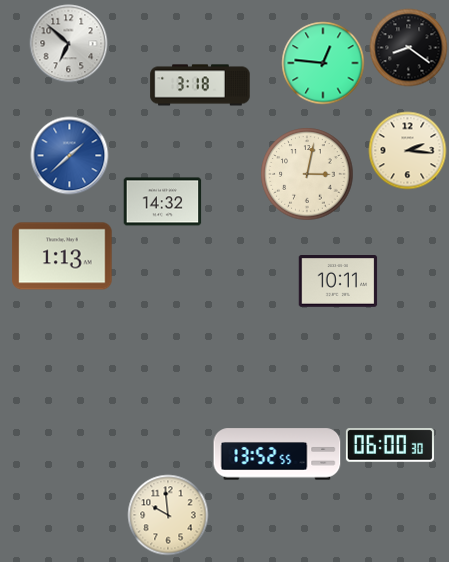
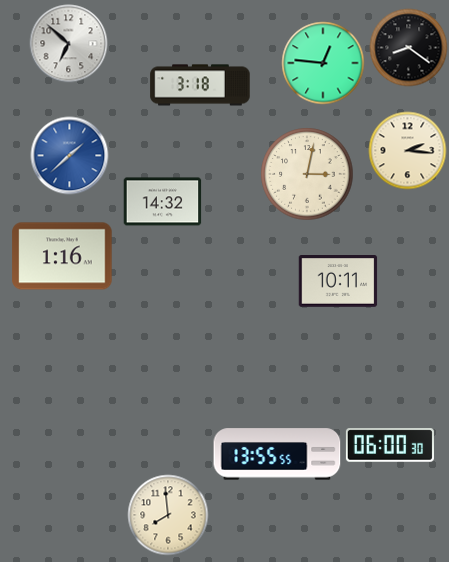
clock at (62, 256): 1:13 -> 1:16
clock at (277, 454): 13:52 -> 13:55
clock at (168, 515): 9:59 -> 7:59
